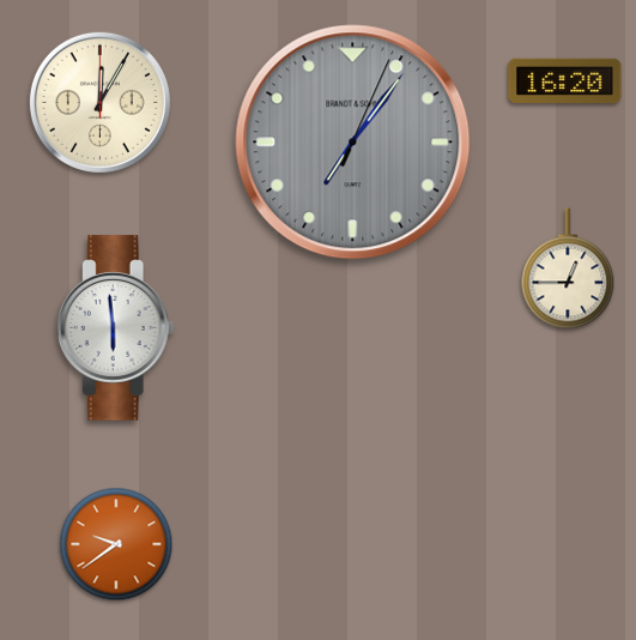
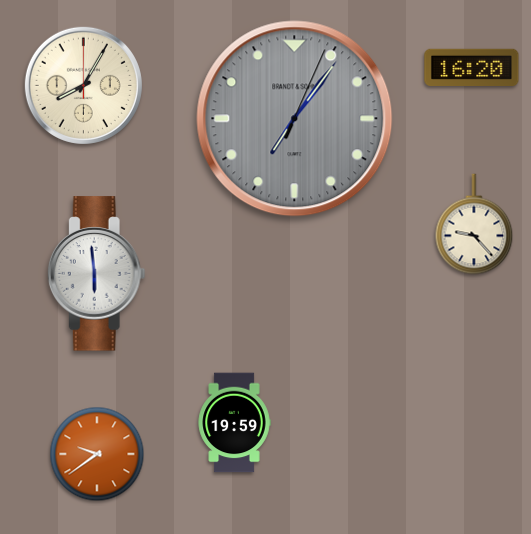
clock at (99, 102): 12:05 -> 8:05
clock at (568, 268): 12:45 -> 9:23
clock at (234, 423): none -> 19:59
